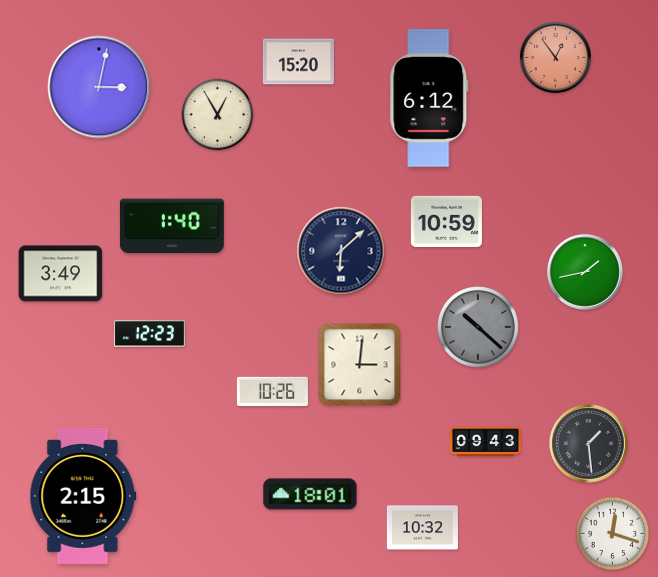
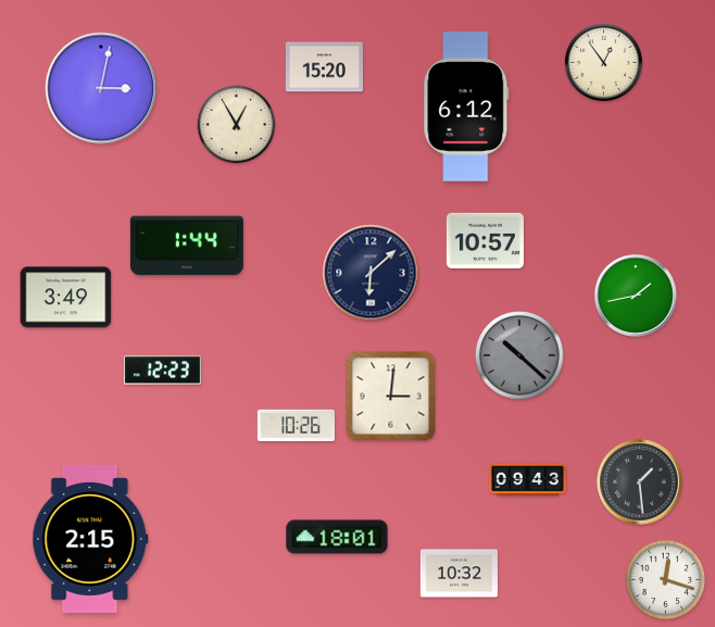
clock at (555, 57) dial: salmon -> cream
clock at (99, 87) position: (99, 87) -> (101, 88)
clock at (446, 221): 10:59 -> 10:57
clock at (172, 226): 1:40 -> 1:44
clock at (149, 334) position: (149, 334) -> (162, 371)
